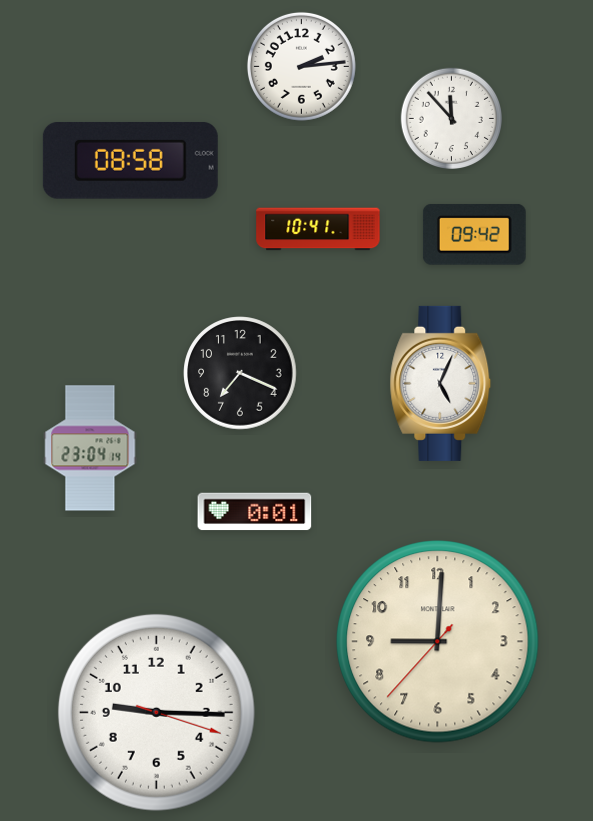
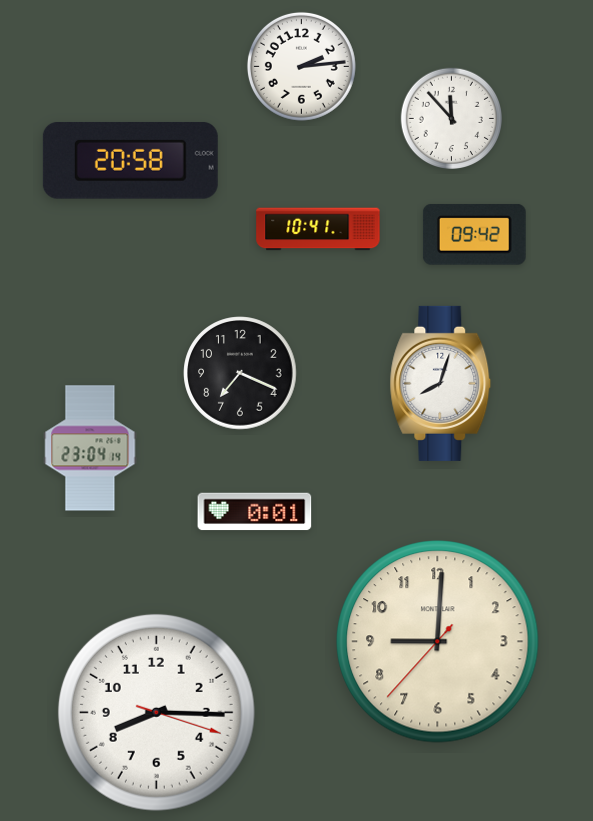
clock at (130, 160): 08:58 -> 20:58
clock at (441, 383): 5:04 -> 8:03
clock at (156, 712): 9:15 -> 8:15
